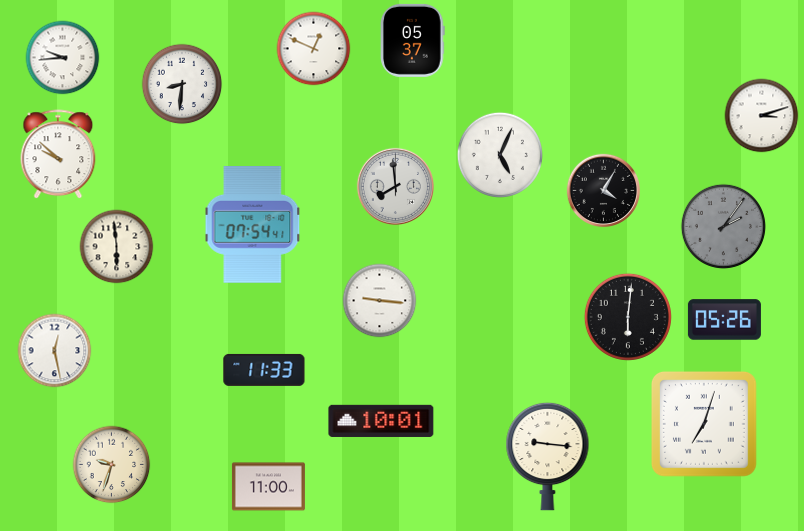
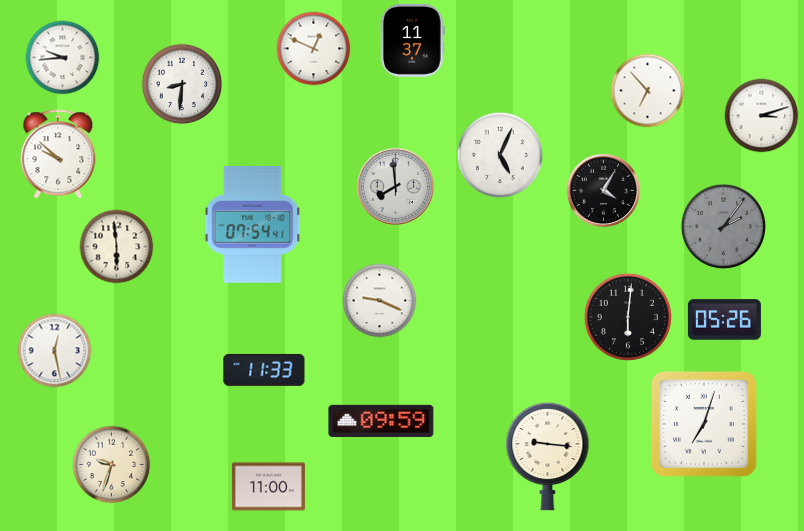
clock at (413, 40): 05:37 -> 11:37
clock at (648, 91): none -> 6:53
clock at (380, 301): 9:16 -> 9:19
clock at (381, 420): 10:01 -> 09:59
